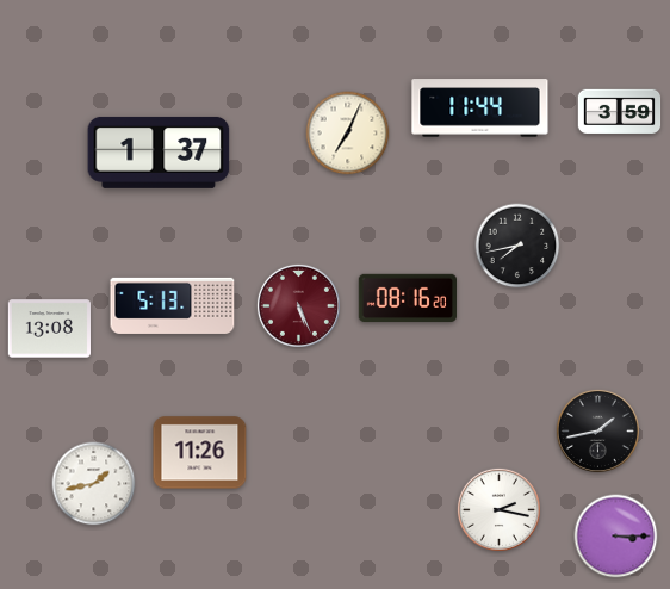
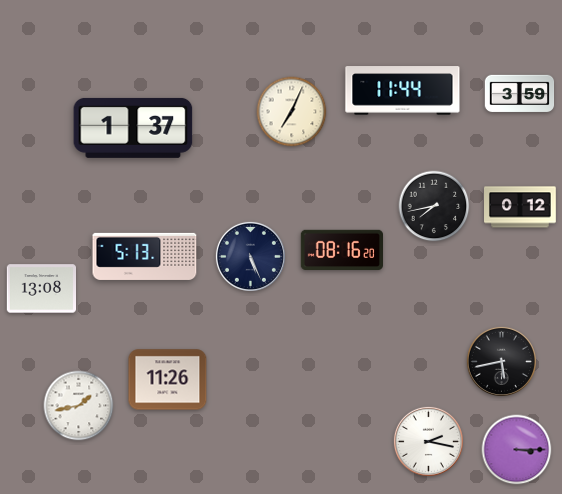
clock at (521, 207): none -> 0:12
clock at (298, 305) dial: burgundy -> navy
clock at (49, 329) position: (49, 329) -> (41, 289)
clock at (597, 430): 1:43 -> 5:43
clock at (498, 509) position: (498, 509) -> (428, 441)
